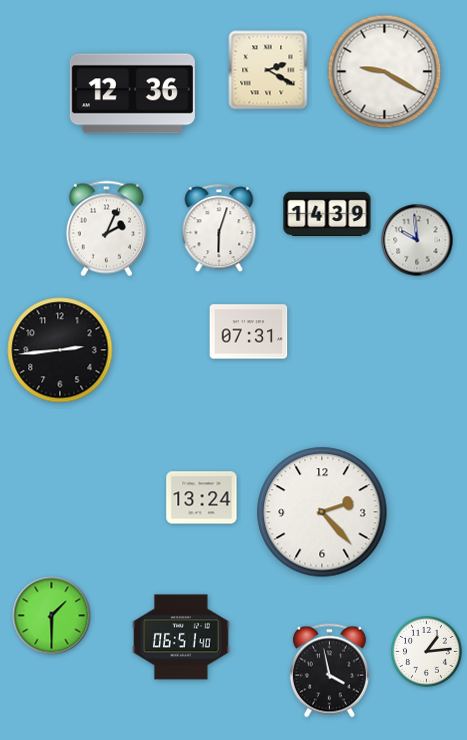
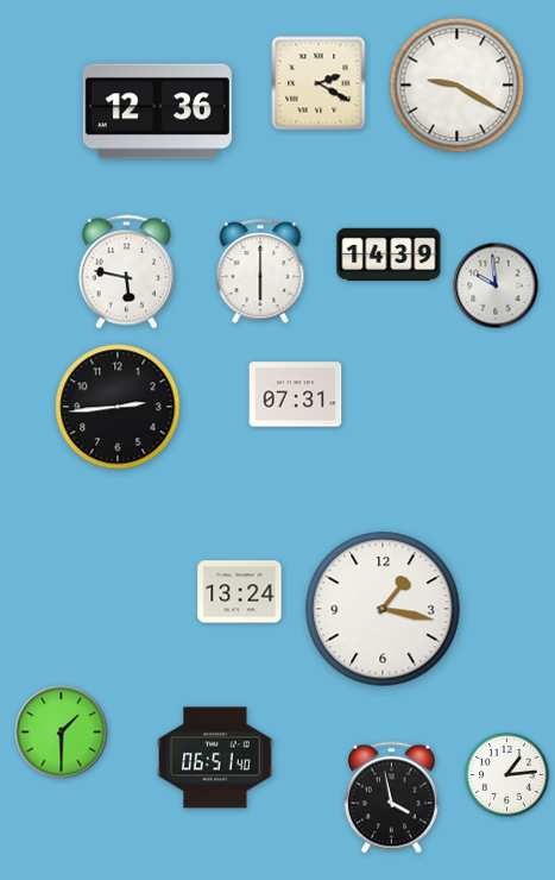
clock at (106, 229): 2:04 -> 5:47
clock at (219, 229): 6:03 -> 6:00
clock at (60, 350) position: (60, 350) -> (118, 407)
clock at (322, 512): 2:23 -> 1:17
